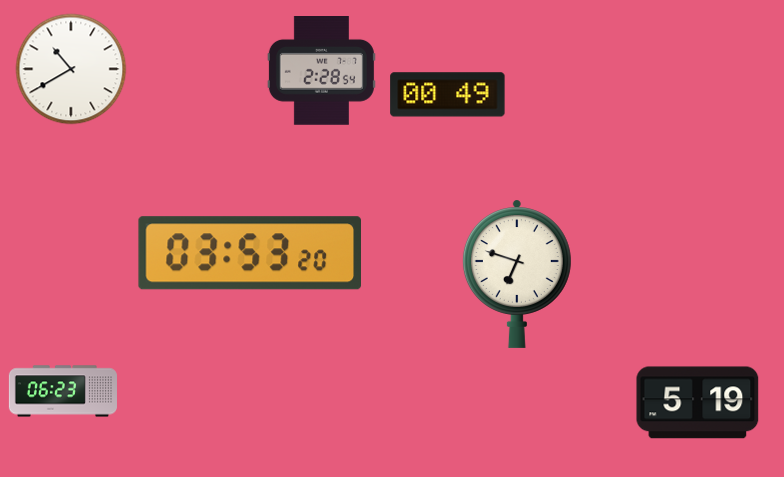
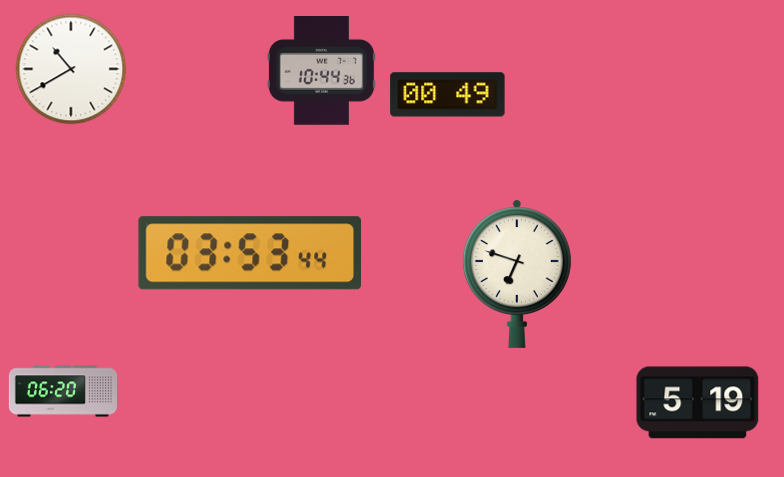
clock at (321, 71): 2:28 -> 10:44
clock at (249, 253): 03:53:20 -> 03:53:44
clock at (63, 391): 06:23 -> 06:20
